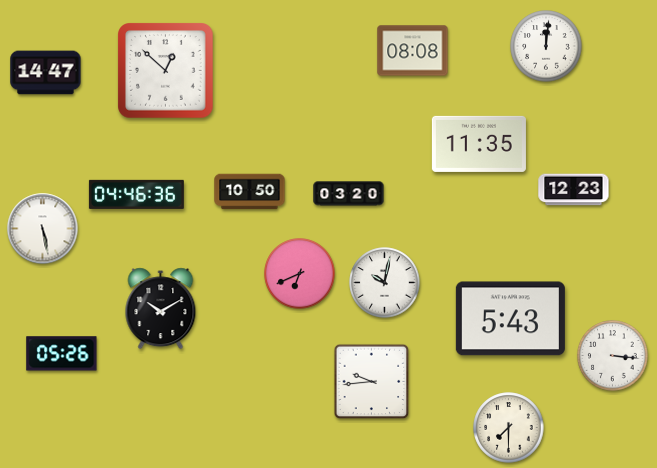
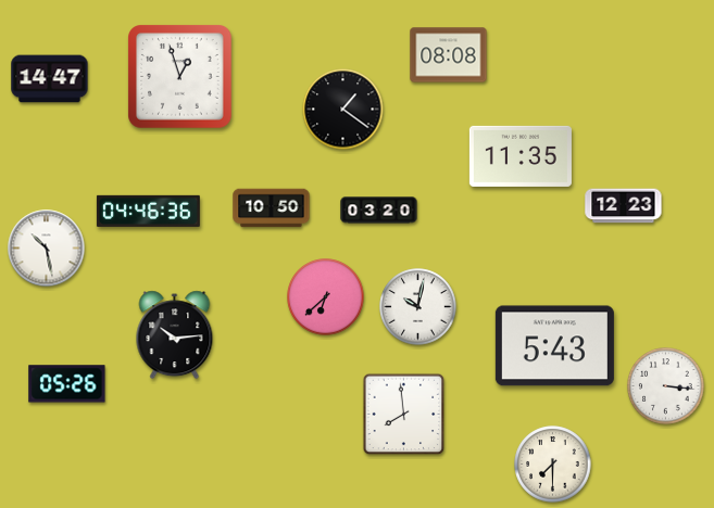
clock at (546, 46): 12:01 -> none
clock at (166, 71): 12:52 -> 12:57
clock at (343, 110): none -> 1:21
clock at (43, 229): 5:28 -> 10:28
clock at (300, 274): 6:41 -> 6:38
clock at (161, 309): 10:10 -> 10:14
clock at (372, 382): 9:44 -> 7:59
